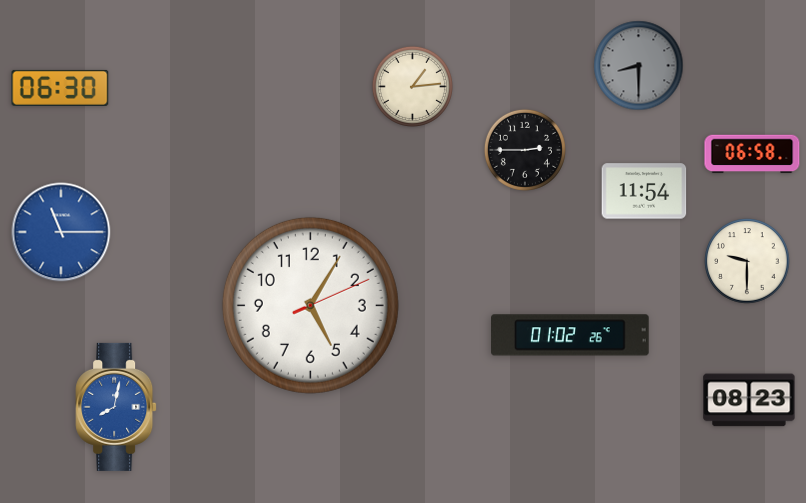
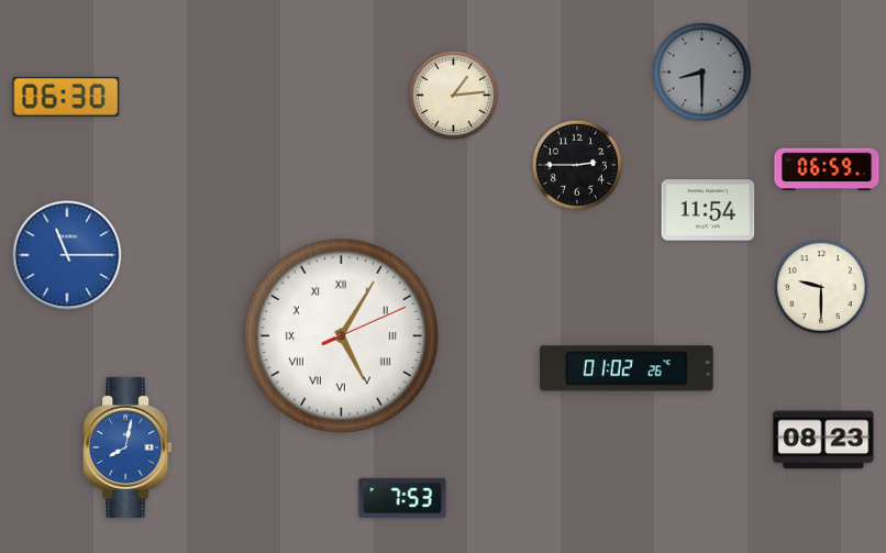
clock at (752, 154): 06:58 -> 06:59
clock at (310, 305) numerals: Arabic -> Roman
clock at (402, 498): none -> 7:53
